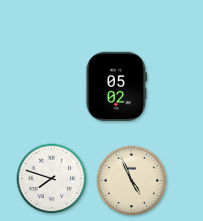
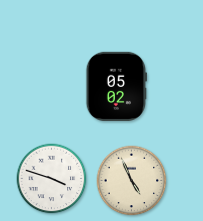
clock at (52, 179): 7:48 -> 3:48
